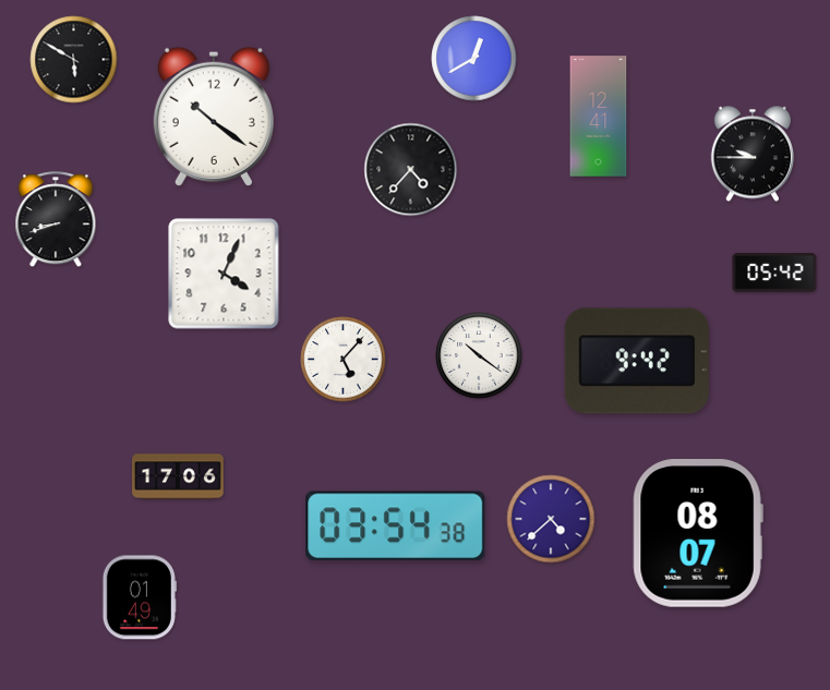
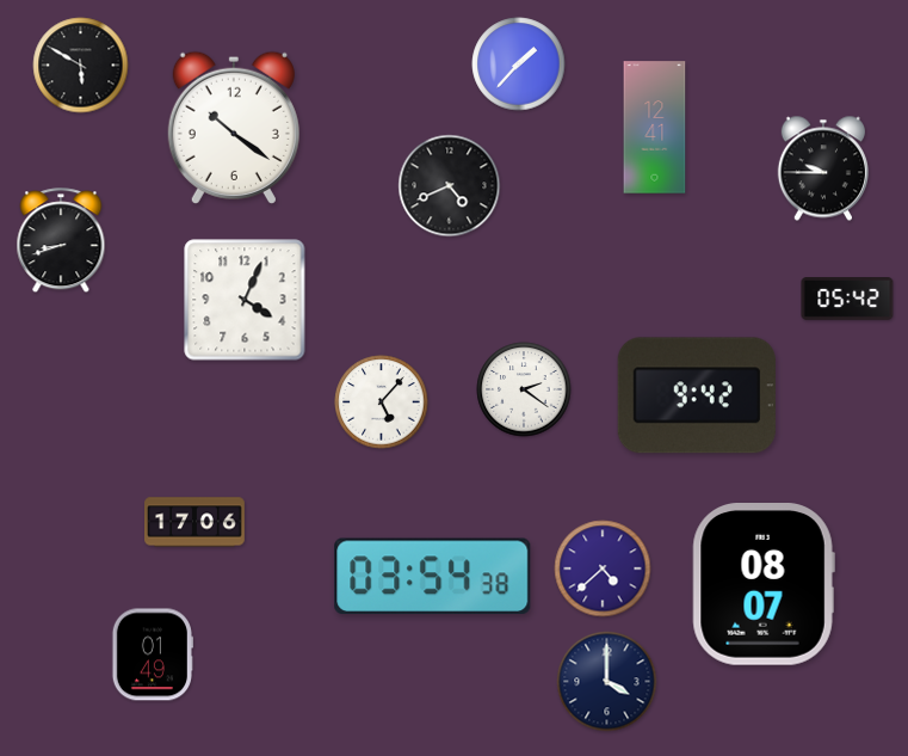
clock at (474, 59): 12:40 -> 1:37
clock at (411, 170): 4:37 -> 4:41
clock at (479, 355): 10:21 -> 2:21
clock at (344, 360) position: (344, 360) -> (382, 402)
clock at (607, 682): none -> 4:00
